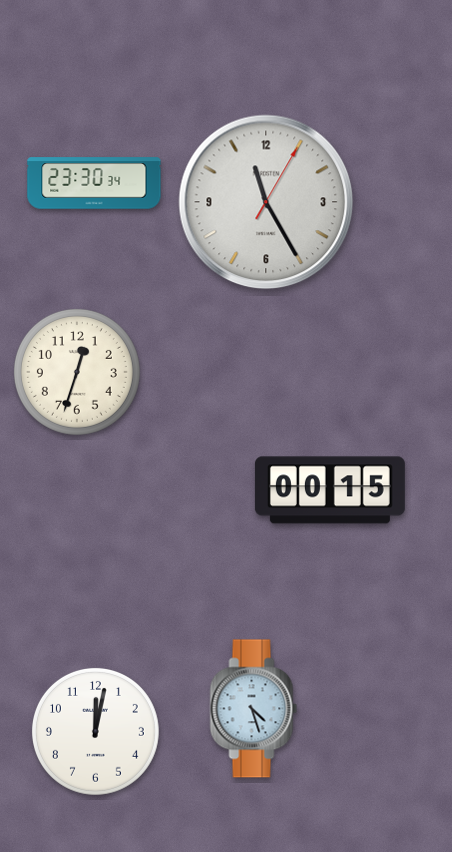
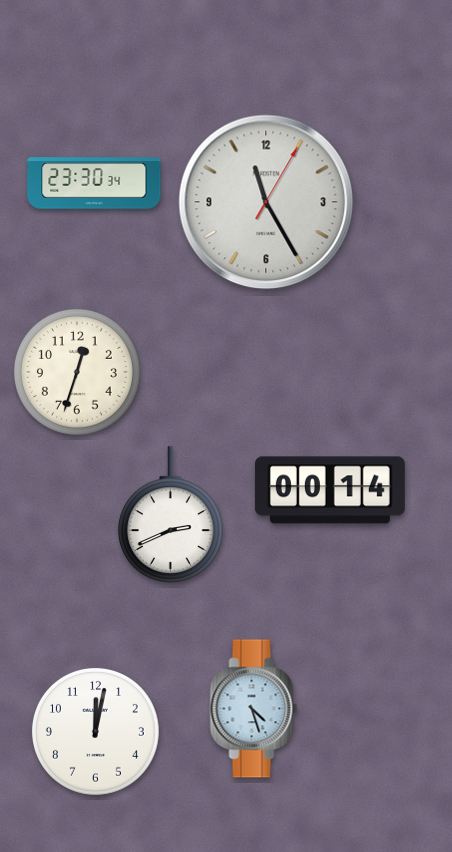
clock at (330, 490): 00:15 -> 00:14
clock at (171, 515): none -> 2:41
